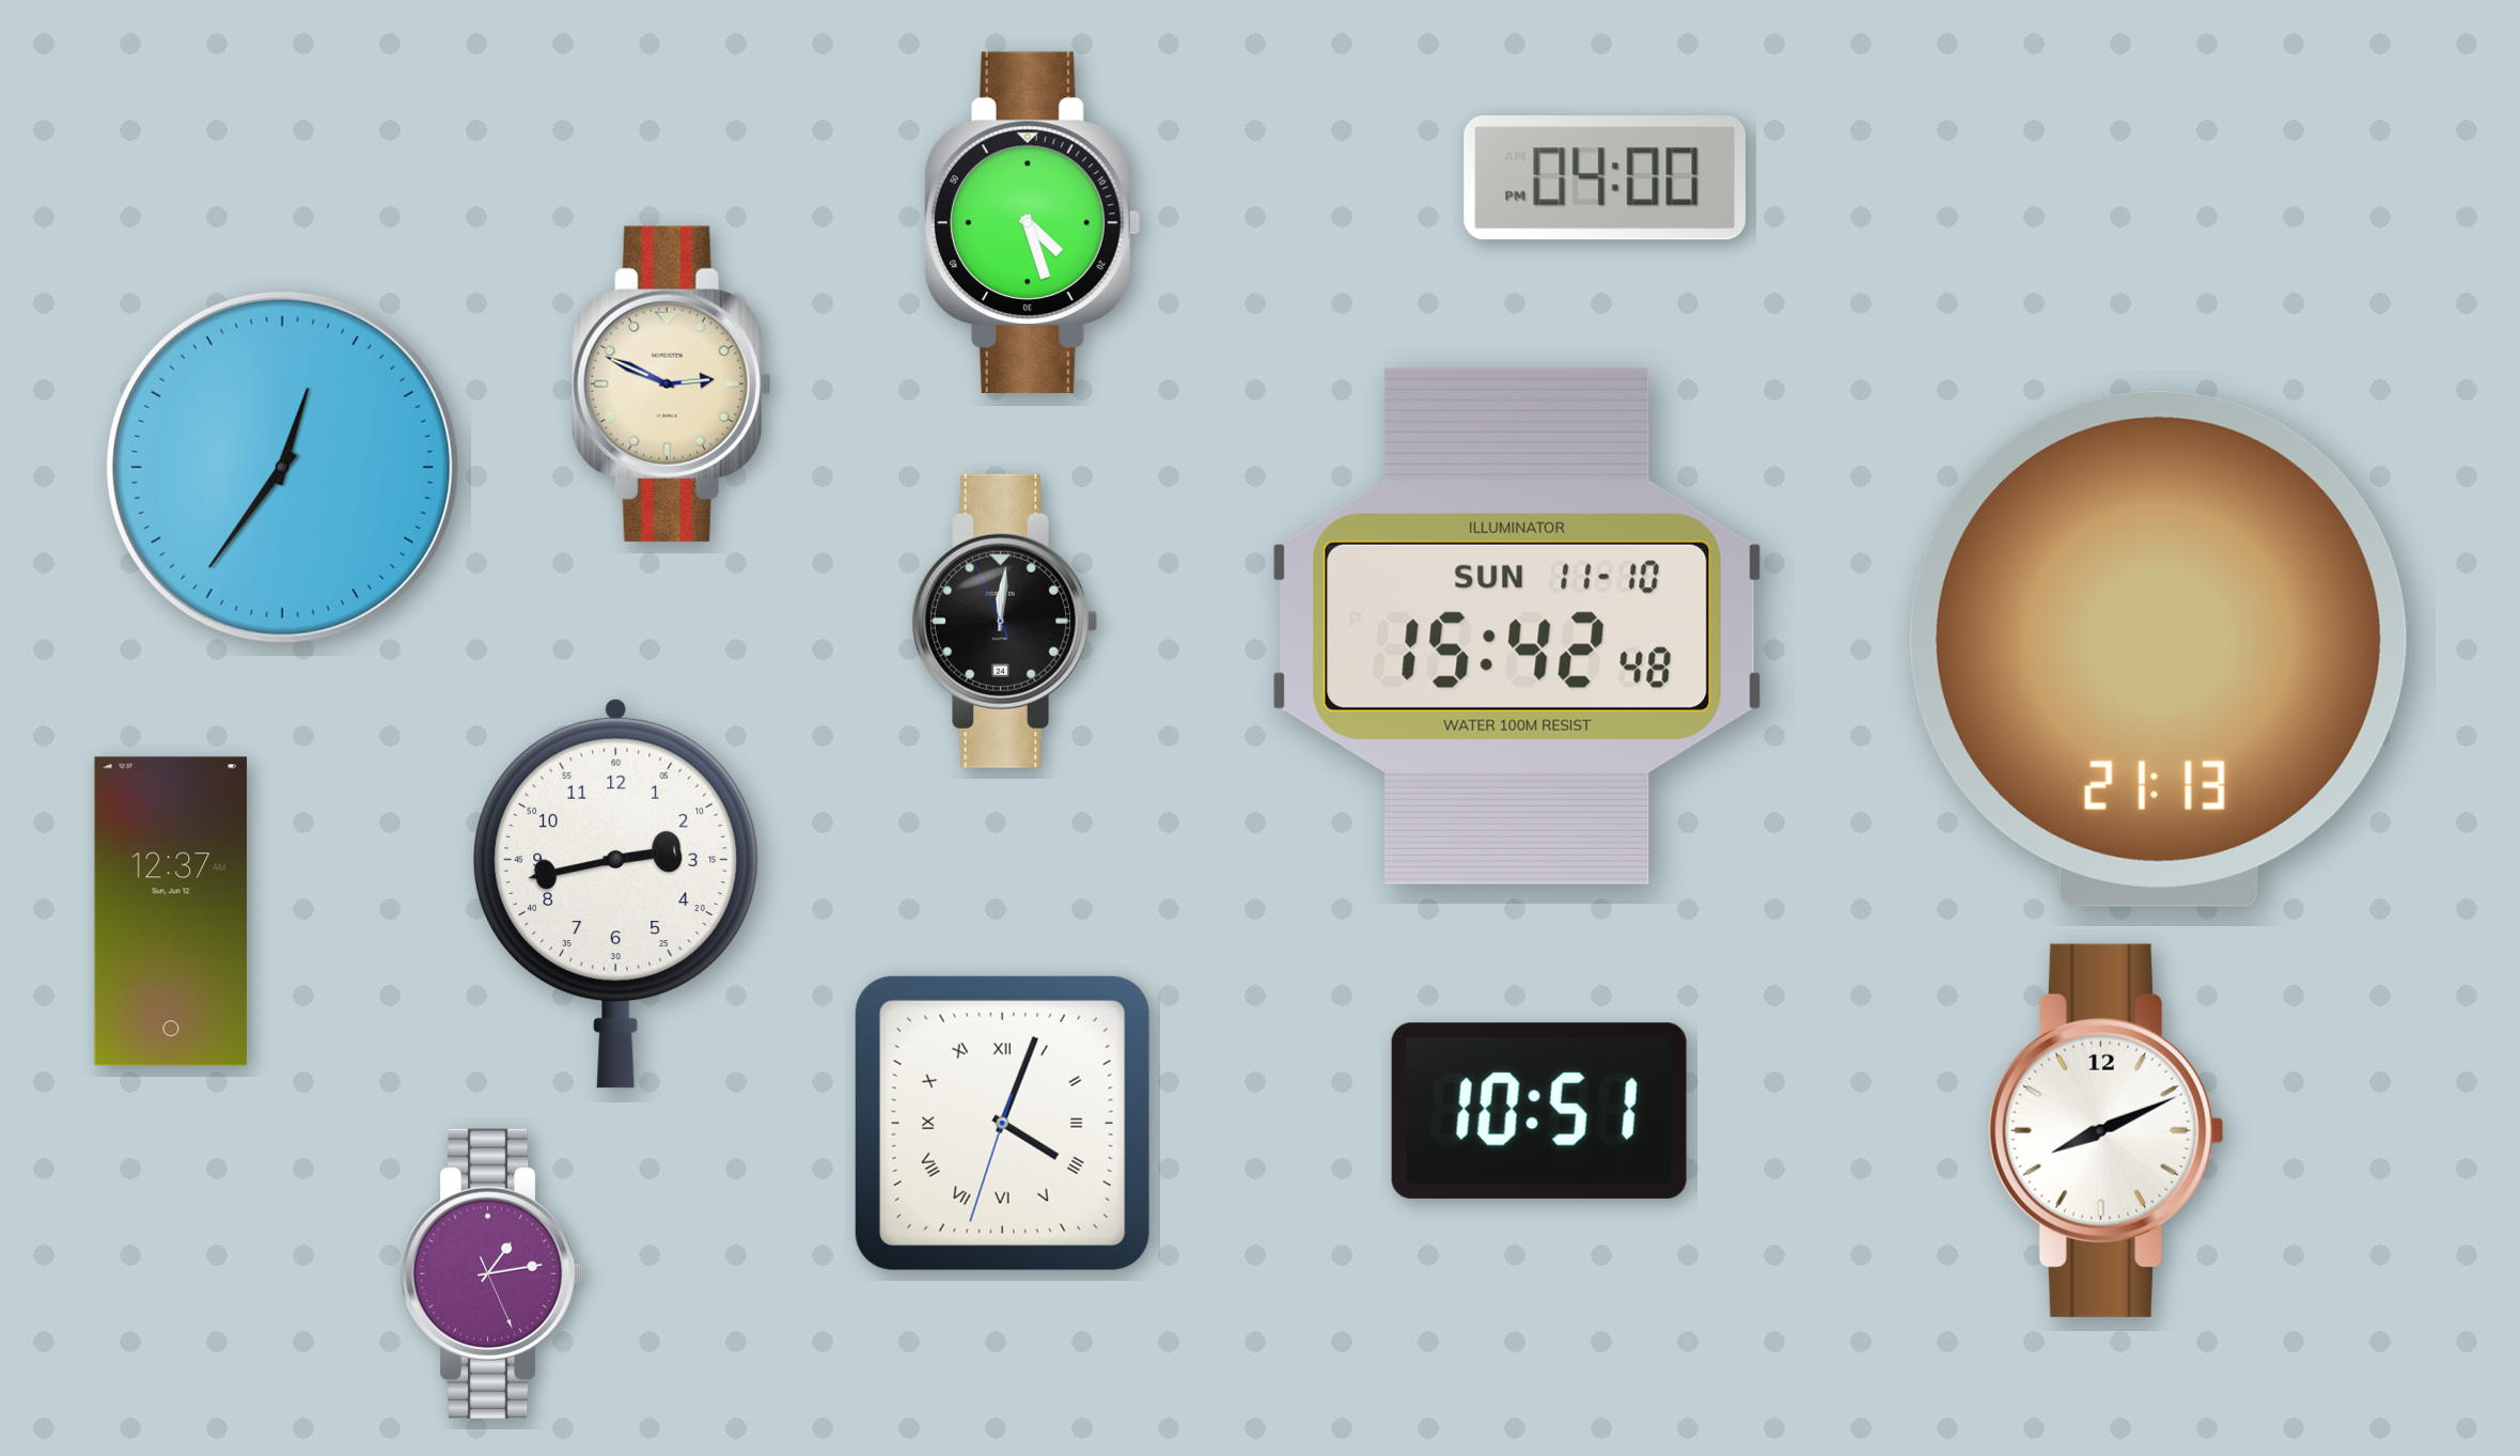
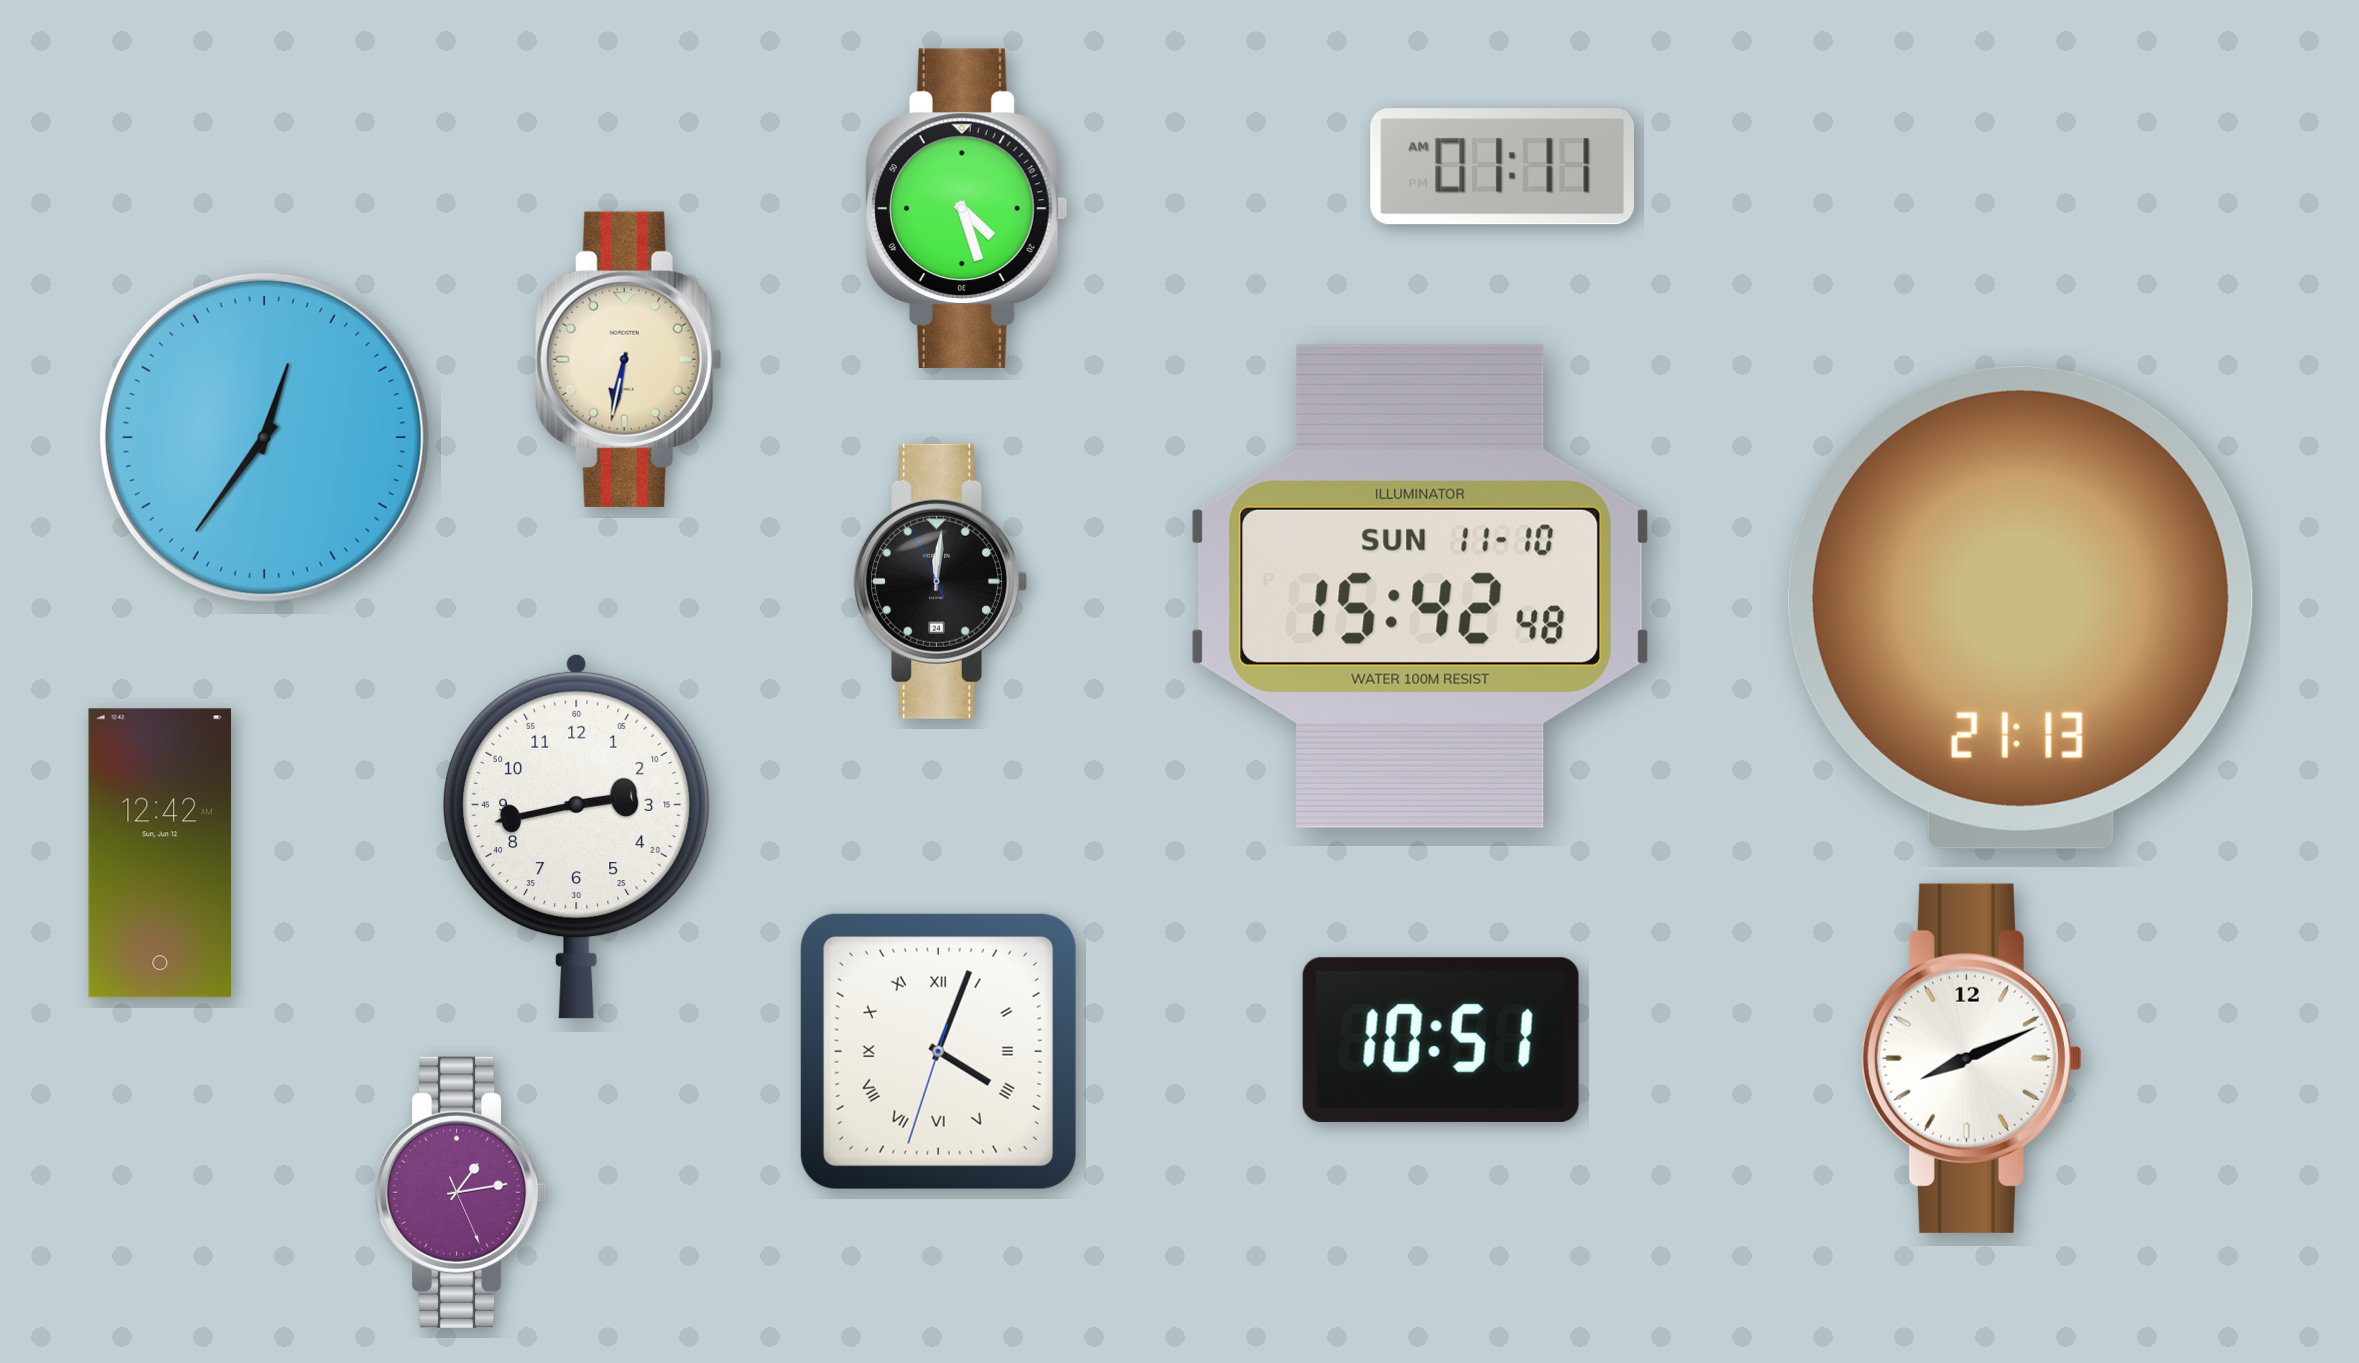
clock at (1605, 178): 04:00 -> 01:11
clock at (671, 383): 2:49 -> 6:32
clock at (171, 911): 12:37 -> 12:42
